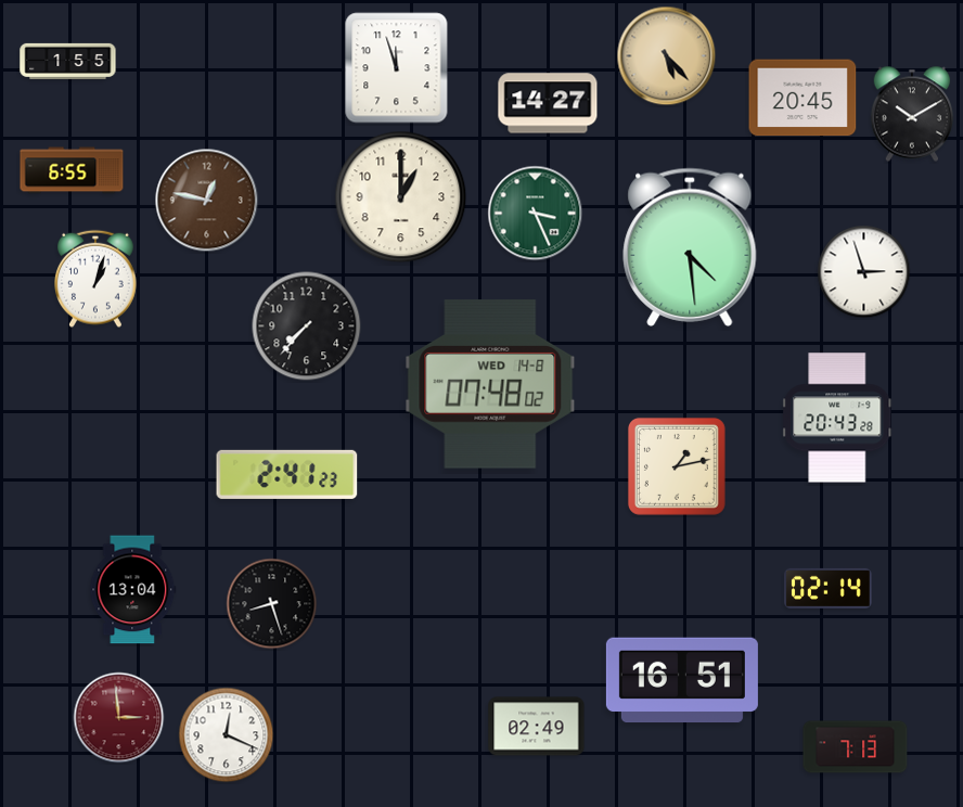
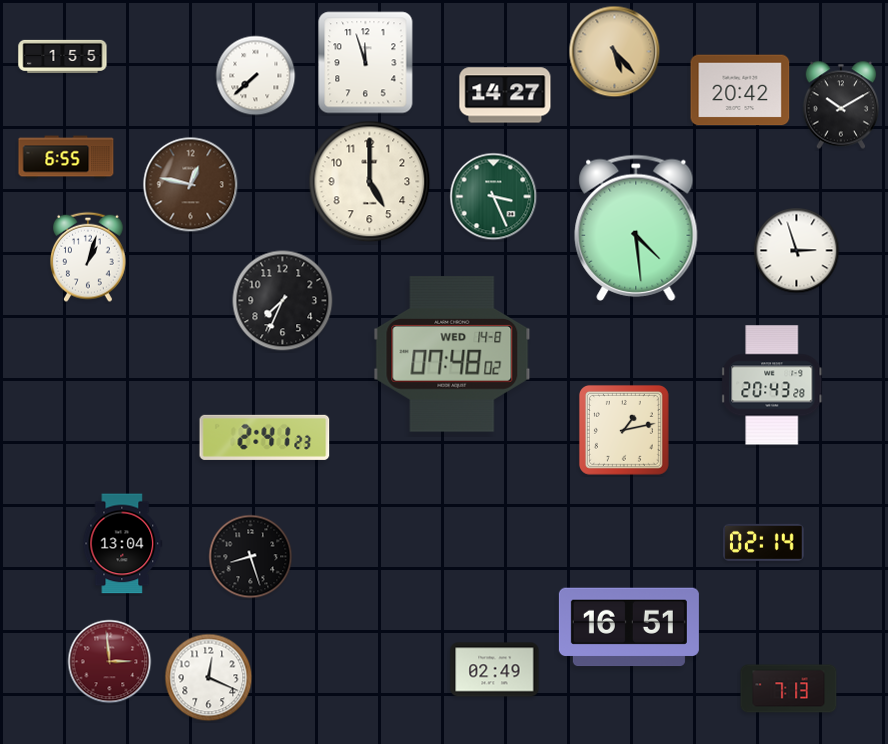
clock at (256, 76): none -> 7:38
clock at (802, 98): 20:45 -> 20:42
clock at (401, 197): 1:00 -> 5:00
clock at (307, 326): 7:37 -> 7:34
